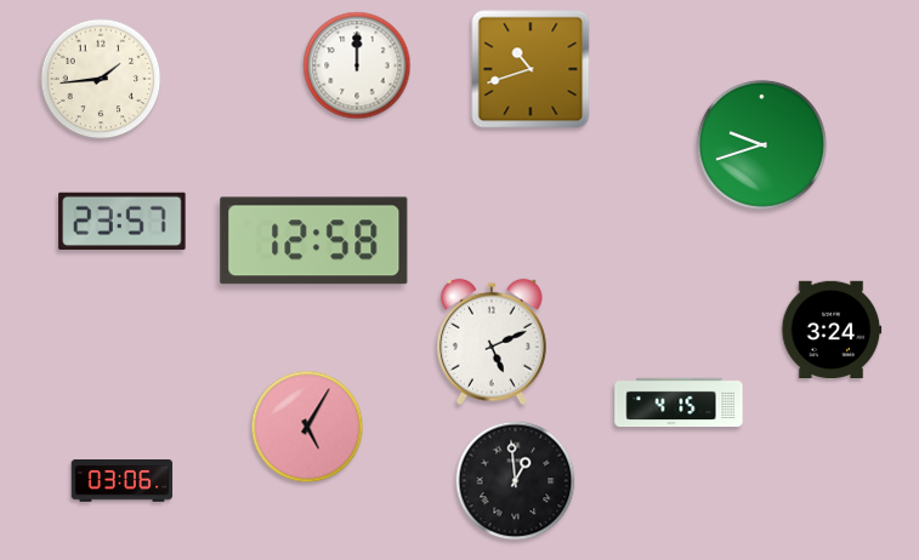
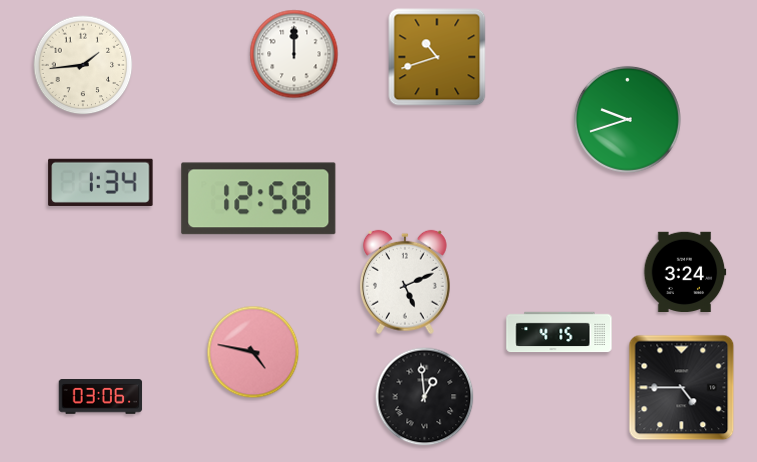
clock at (123, 221): 23:57 -> 1:34
clock at (307, 427): 5:05 -> 4:47
clock at (682, 388): none -> 4:45
